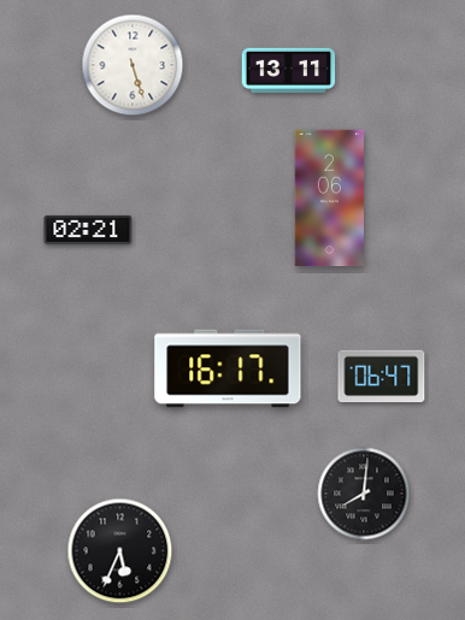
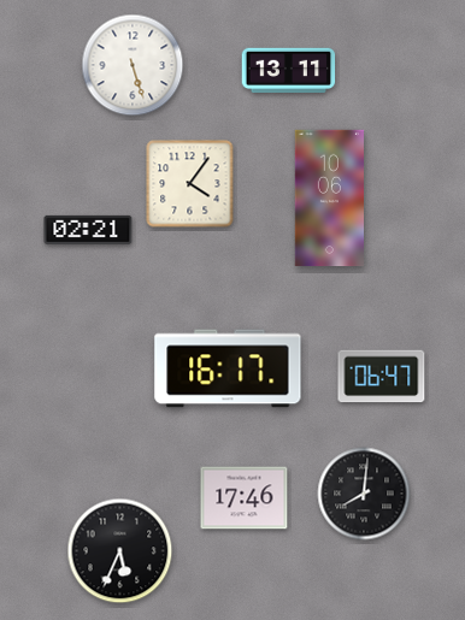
clock at (190, 184): none -> 4:06
clock at (329, 199): 2:06 -> 10:06
clock at (245, 498): none -> 17:46
